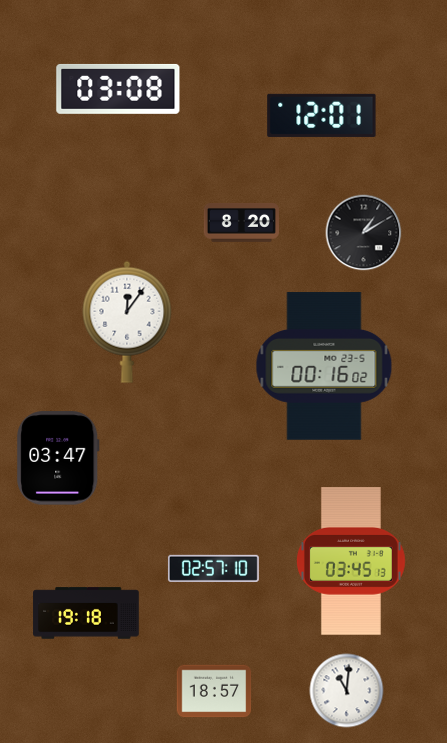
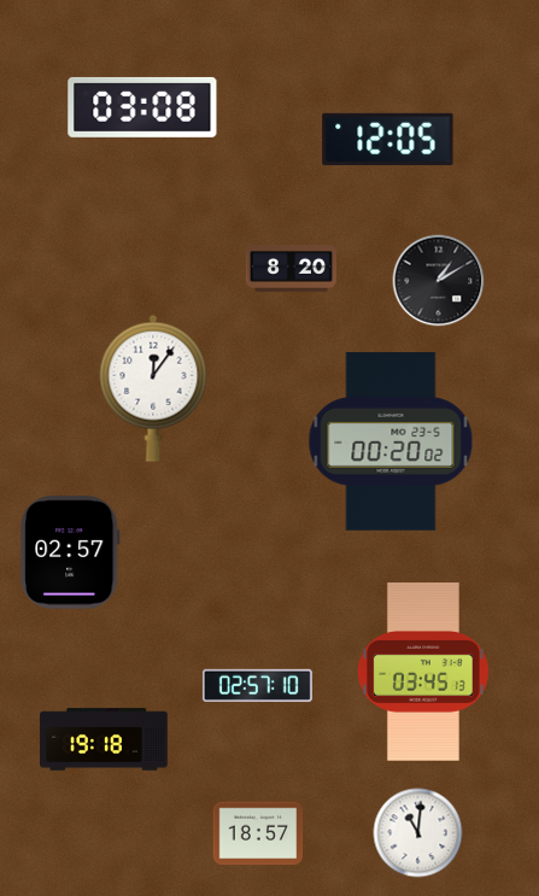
clock at (322, 115): 12:01 -> 12:05
clock at (324, 366): 00:16 -> 00:20
clock at (58, 458): 03:47 -> 02:57
clock at (351, 561) position: (351, 561) -> (423, 672)
